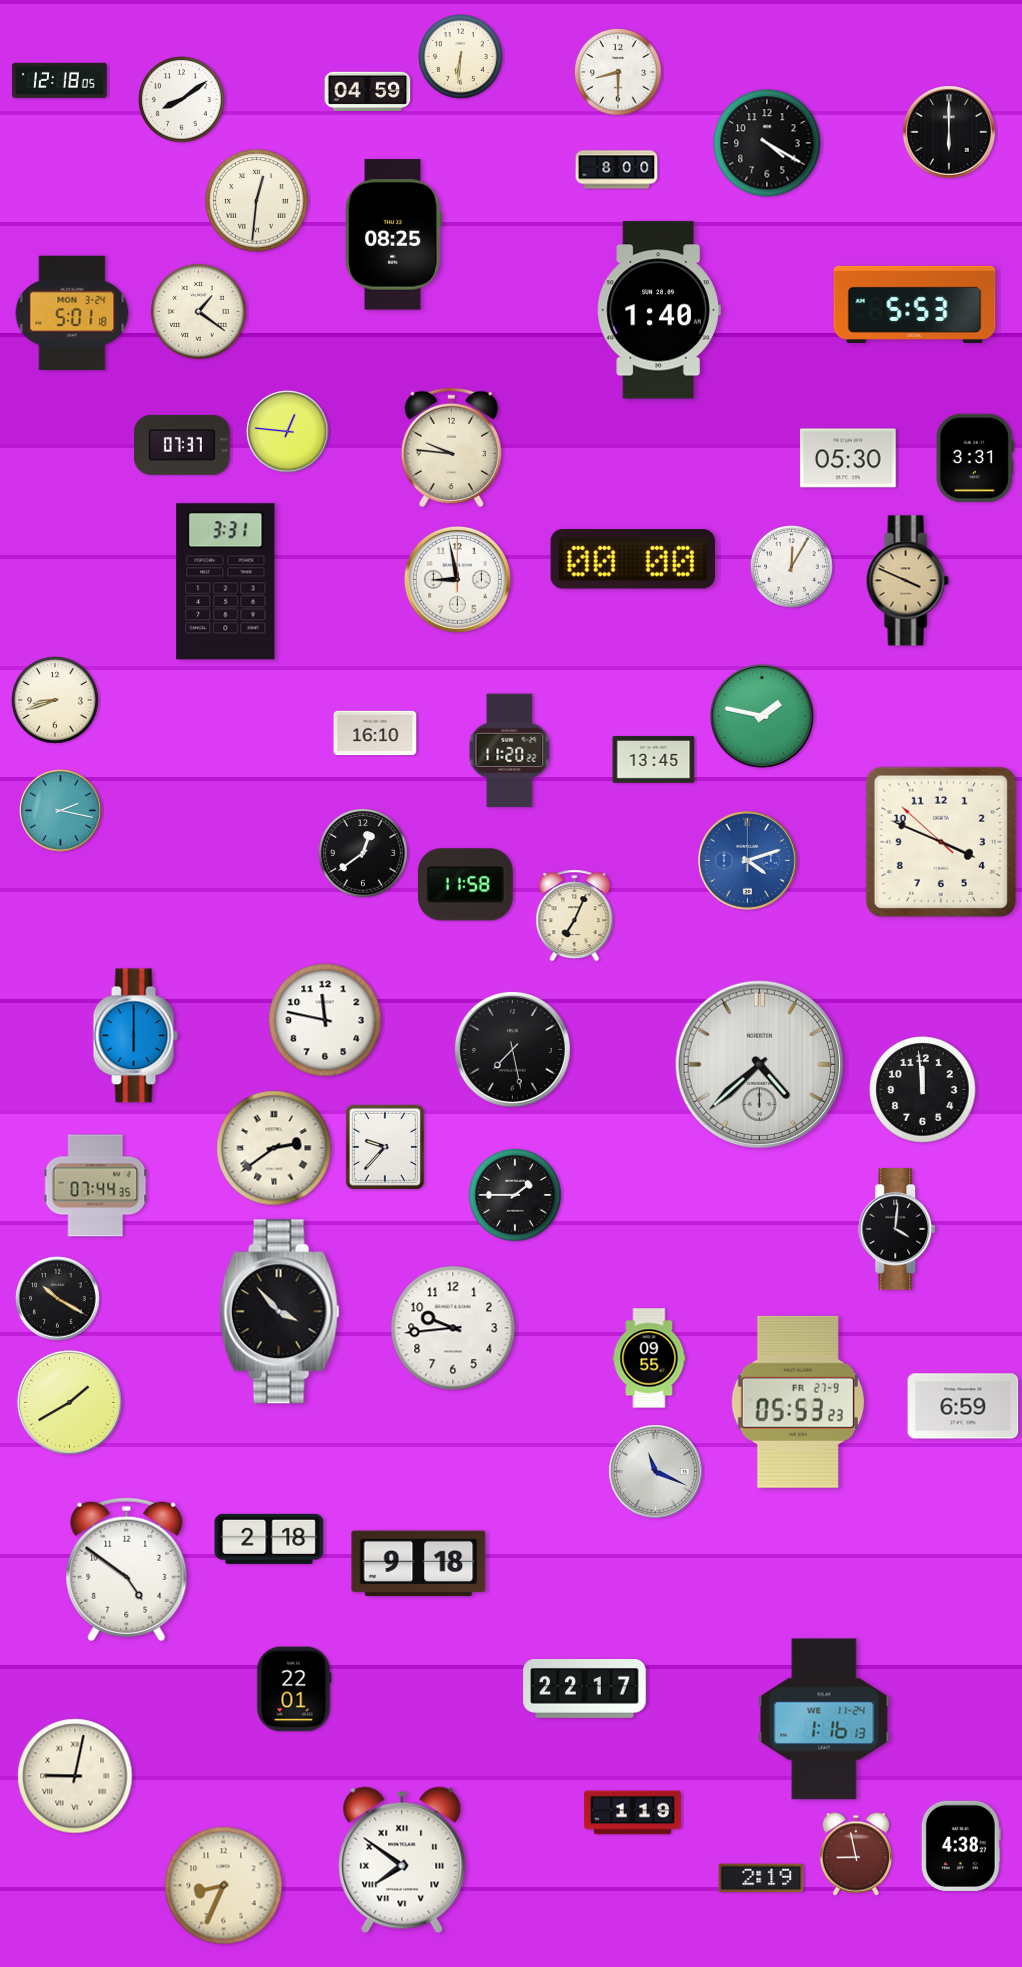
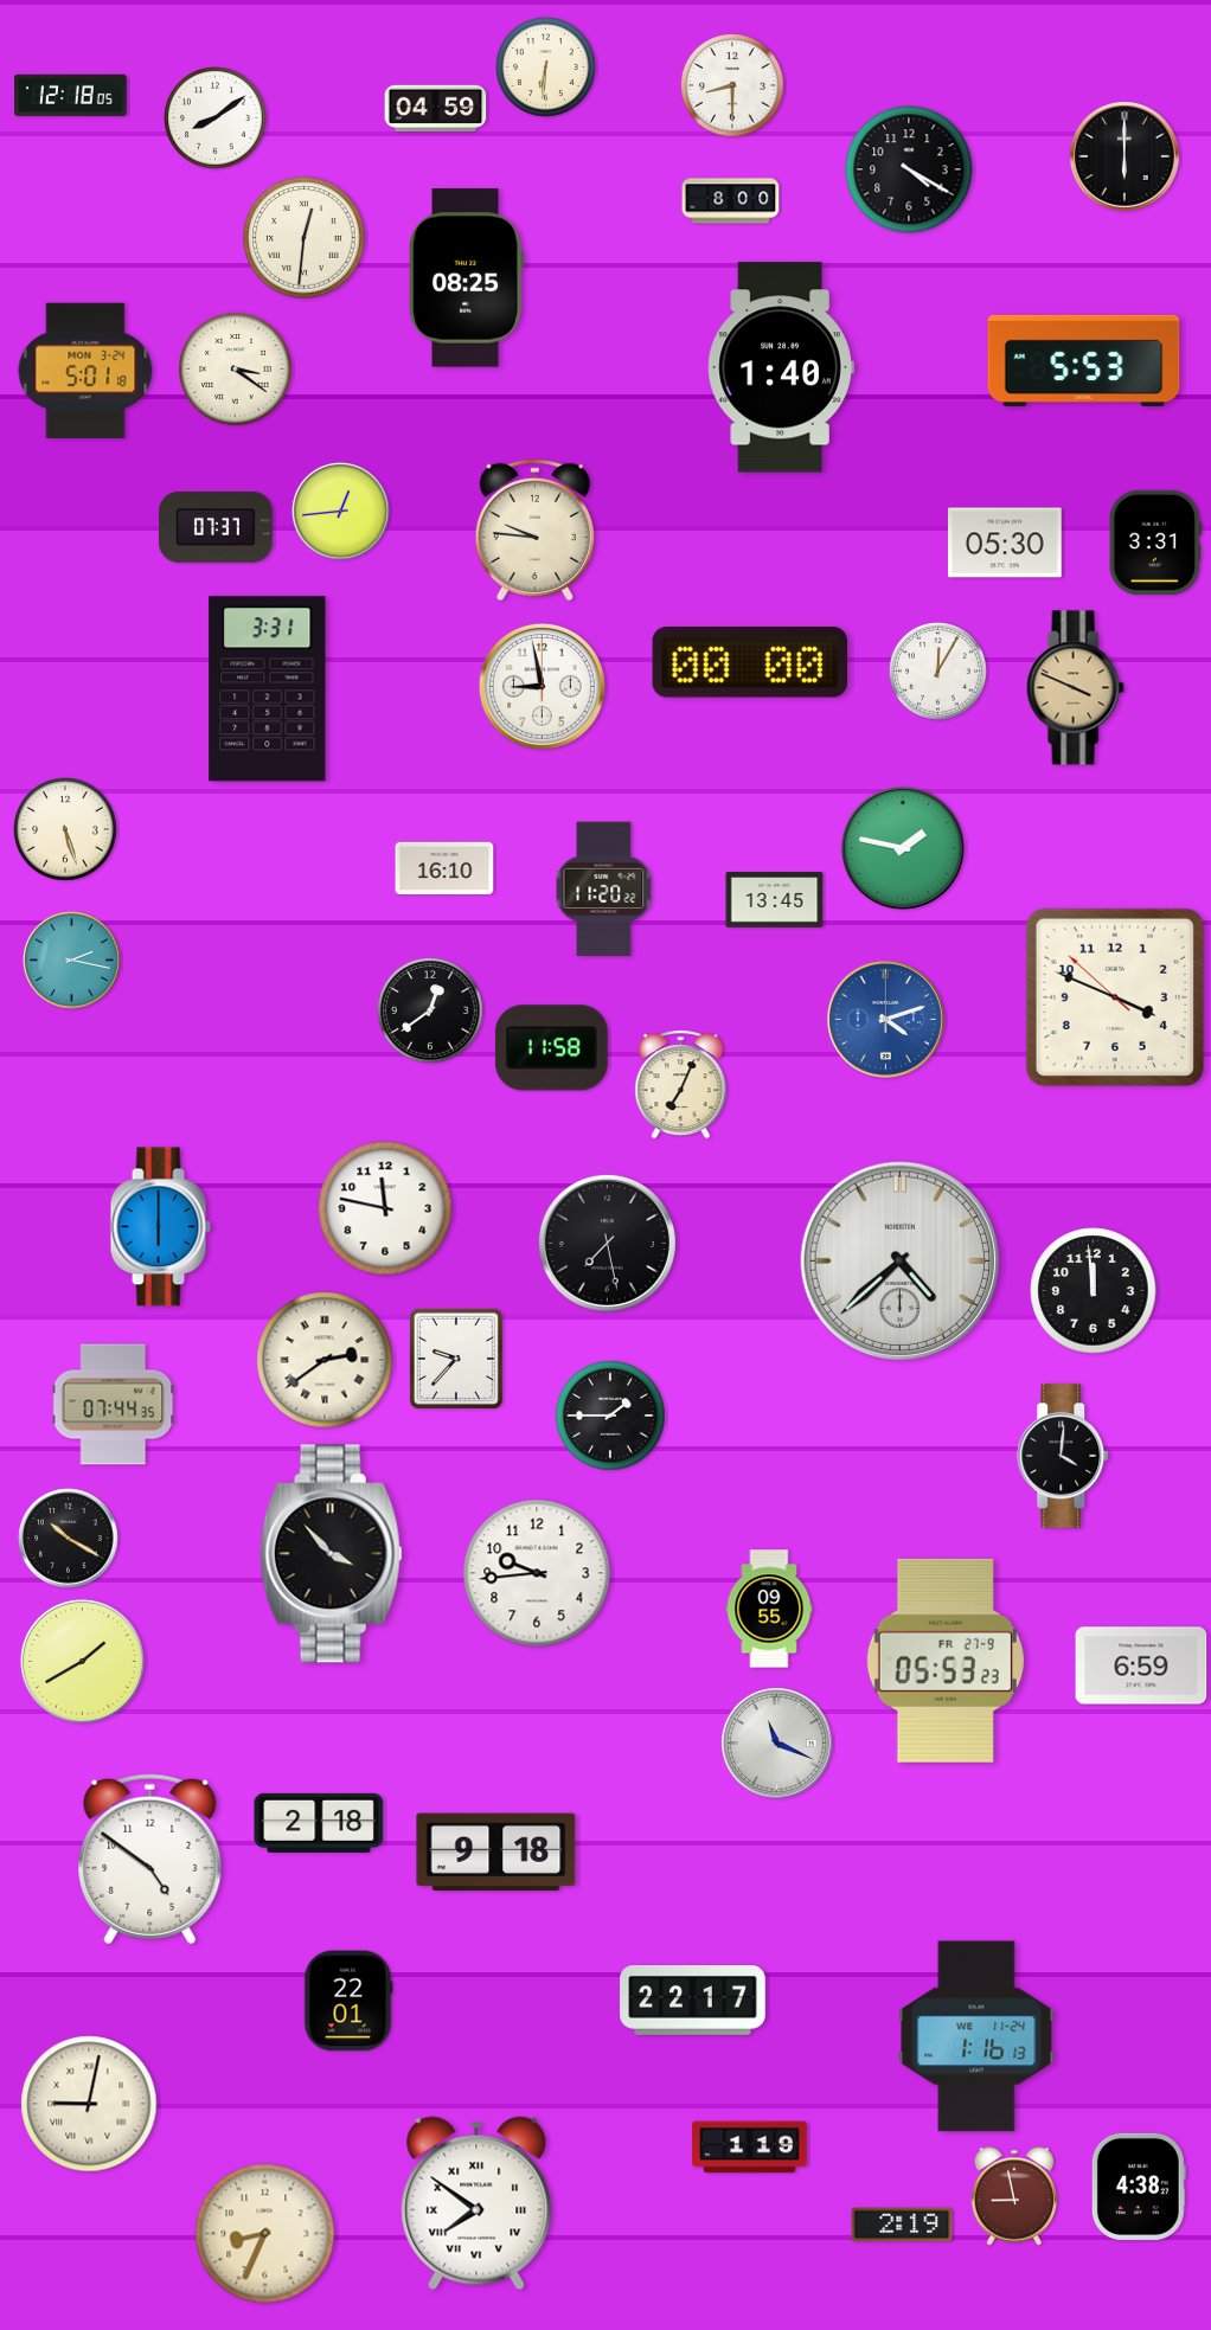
clock at (199, 312): 1:21 -> 3:21
clock at (288, 432): 12:46 -> 12:44
clock at (56, 701): 8:42 -> 5:27
